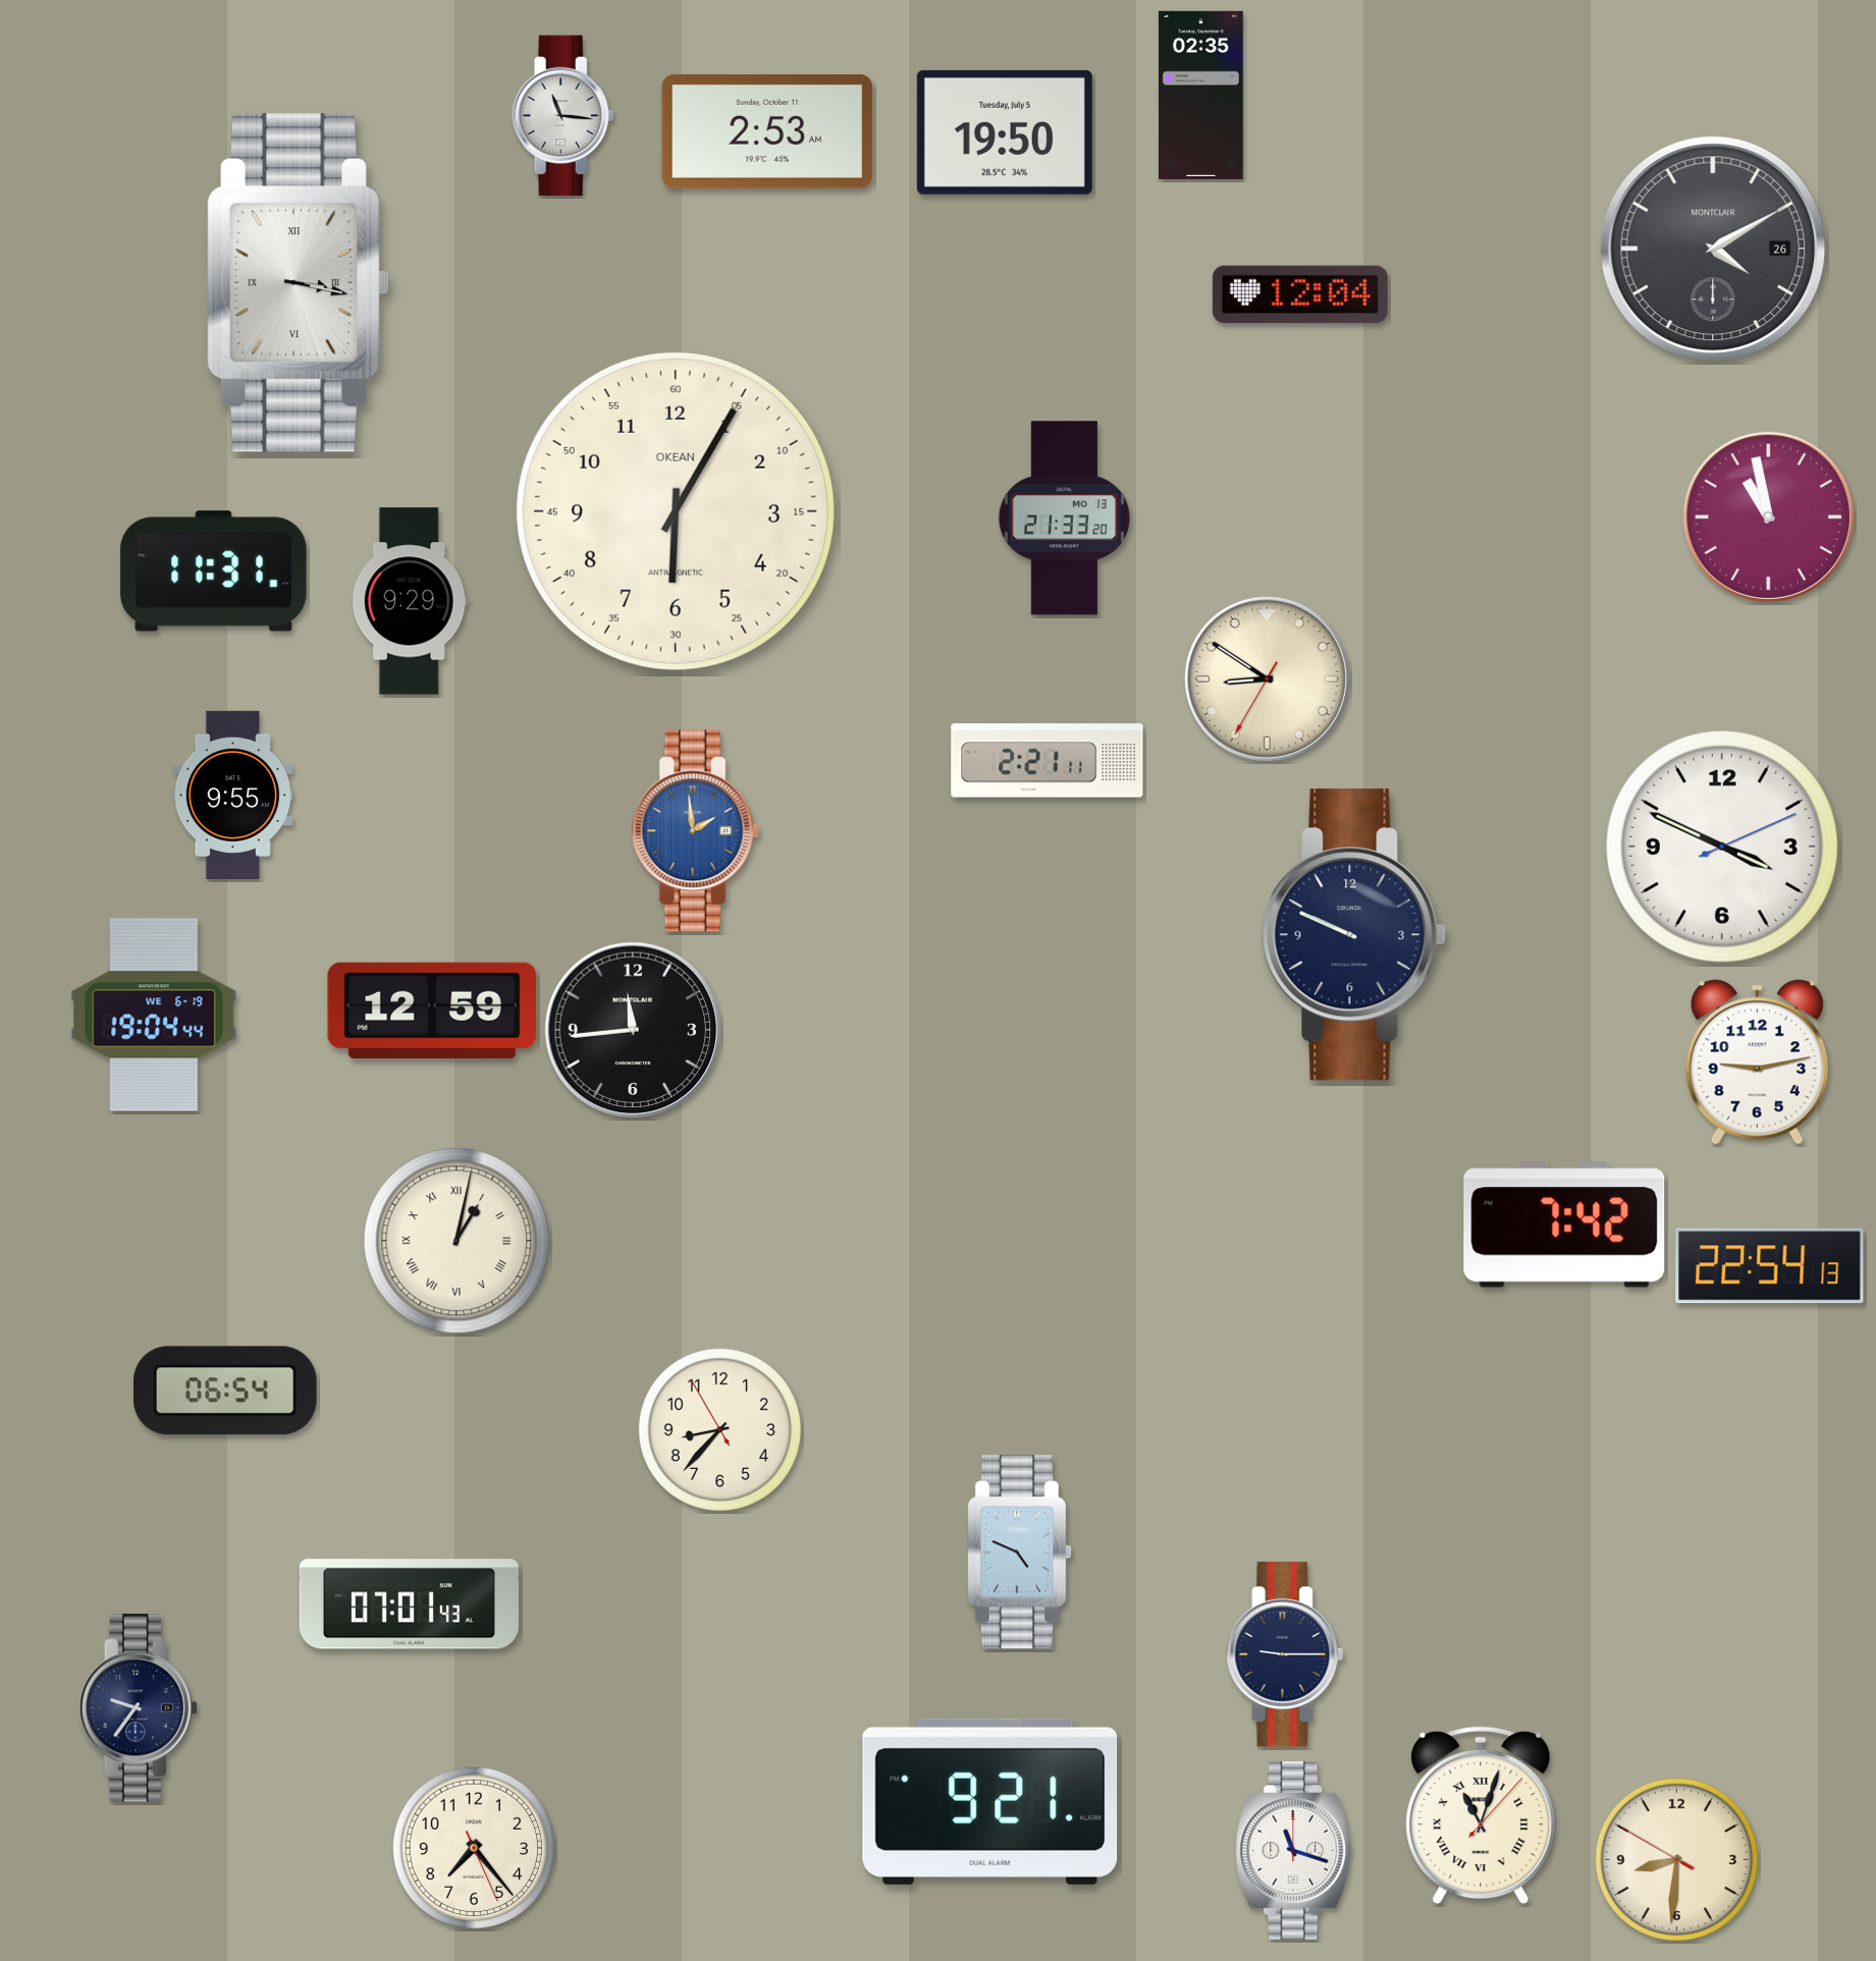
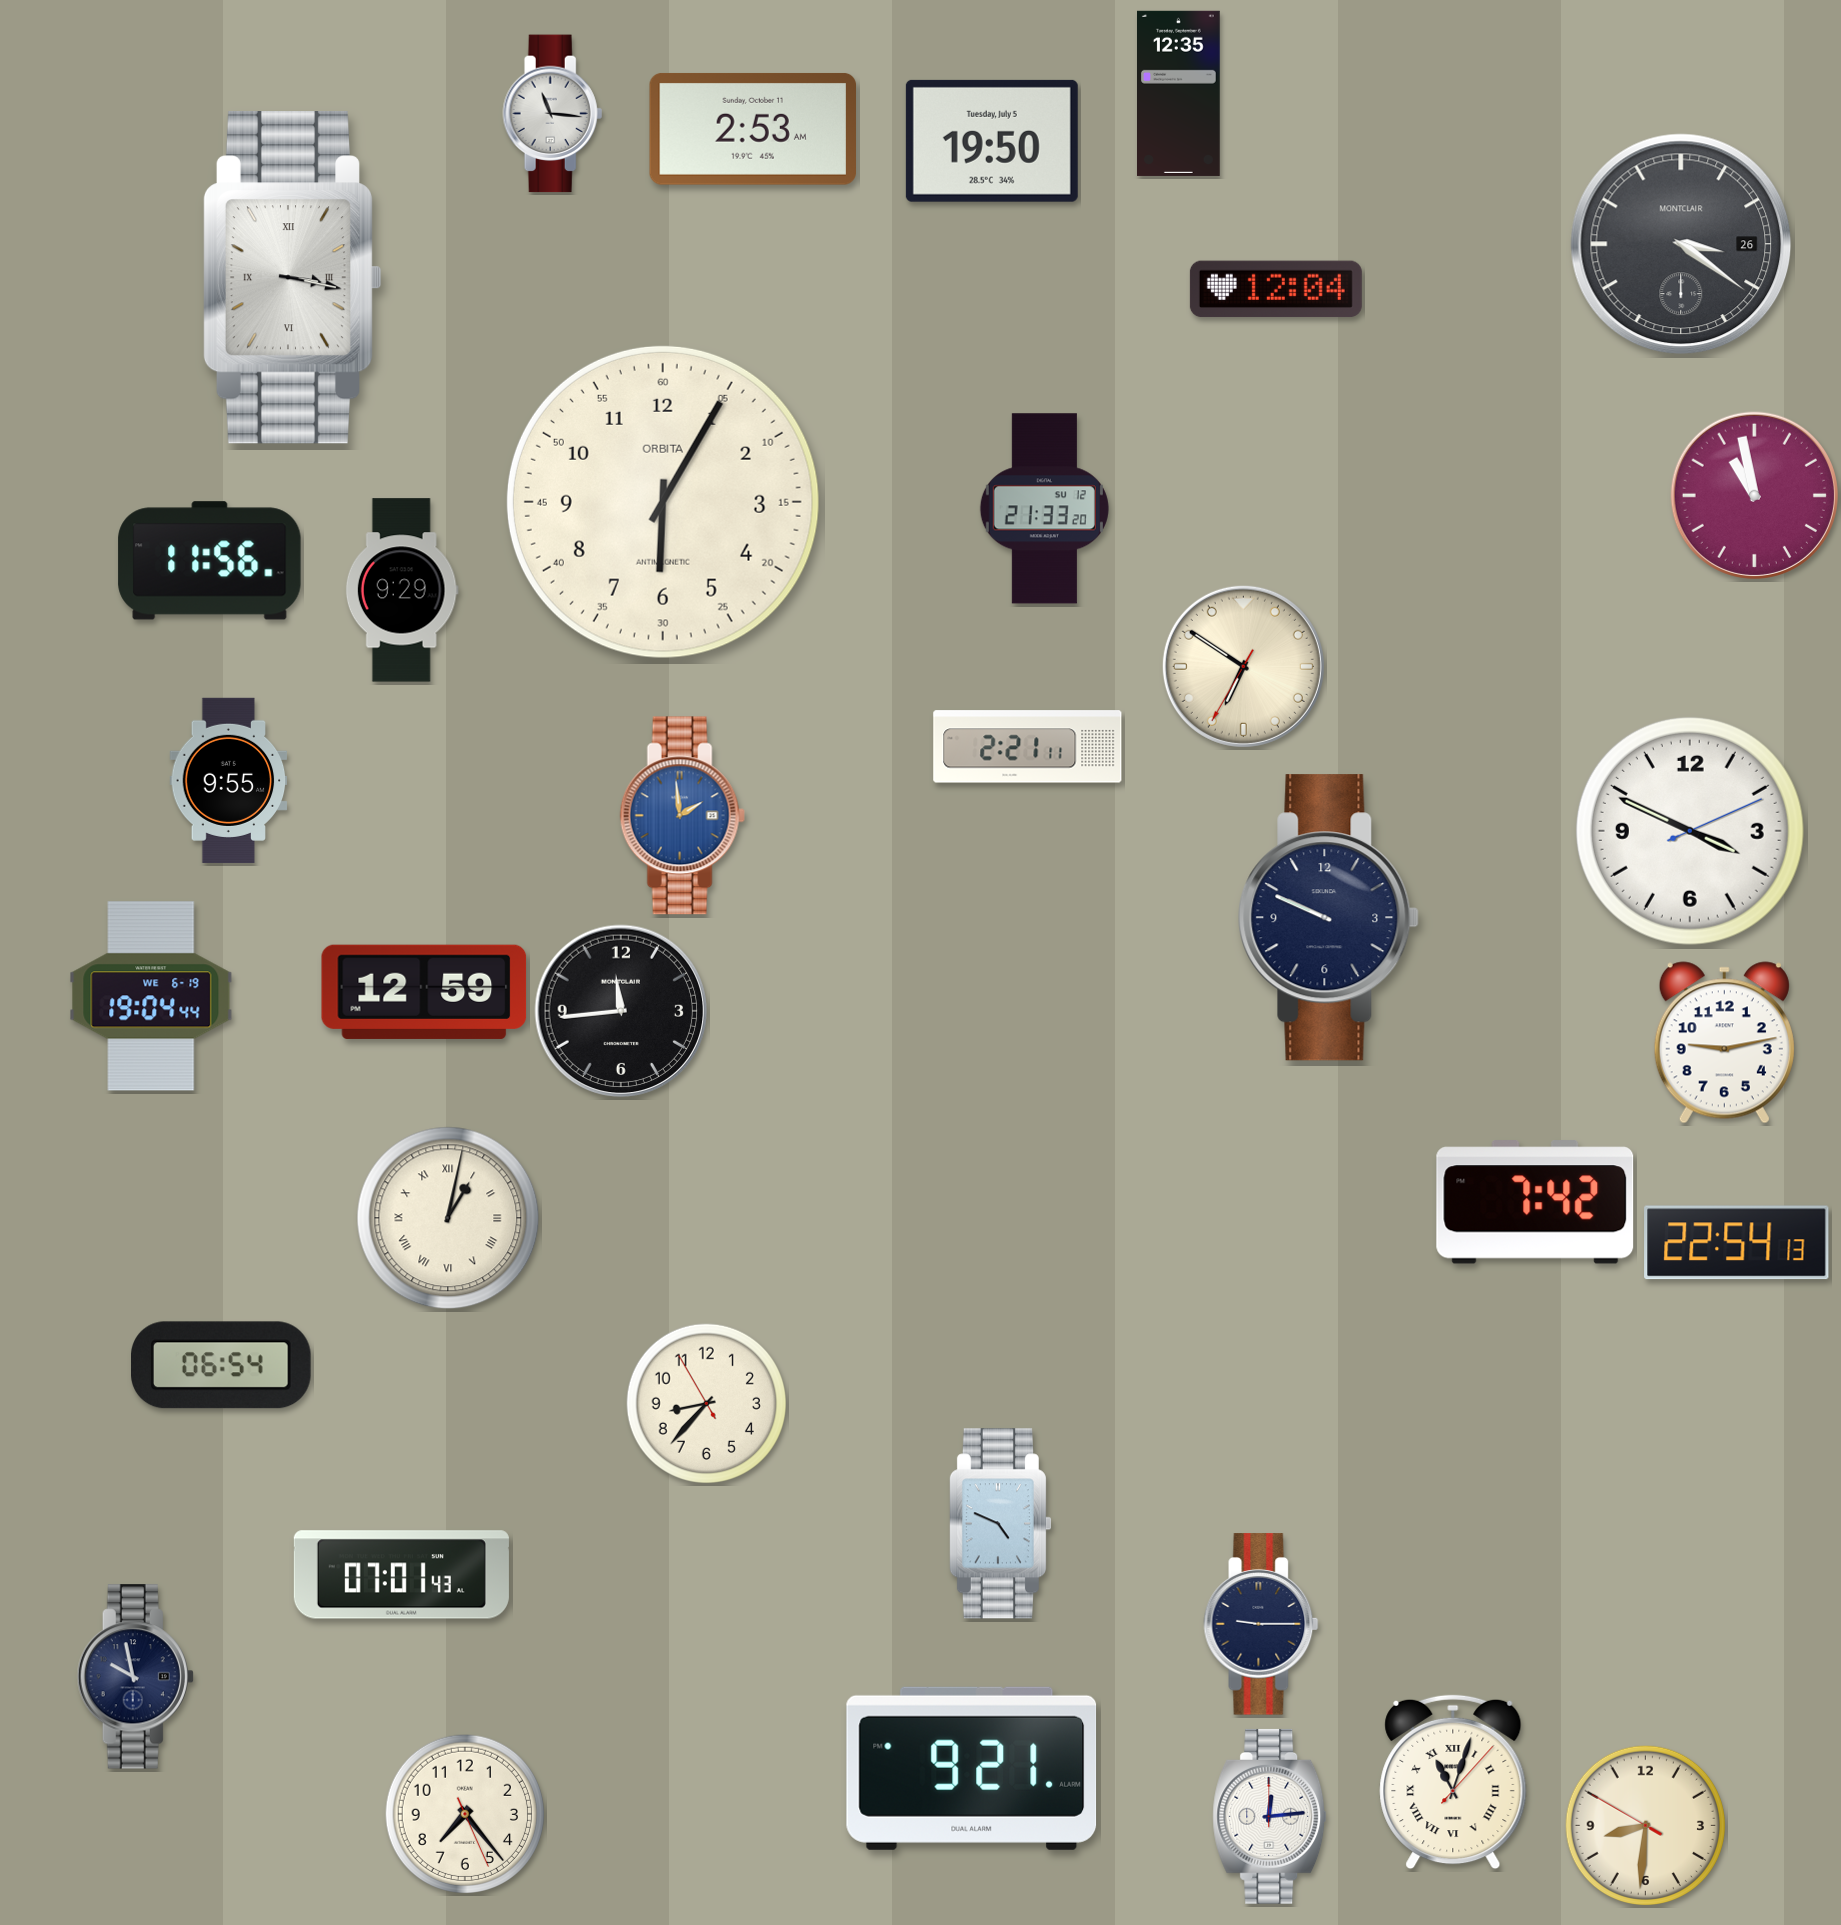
clock at (1201, 95): 02:35 -> 12:35
clock at (1005, 132) position: (1005, 132) -> (992, 141)
clock at (1713, 249): 4:10 -> 3:21
clock at (676, 511) brand: OKEAN -> ORBITA
clock at (1768, 516) position: (1768, 516) -> (1754, 495)
clock at (1064, 519) date: MO 13 -> SU 12
clock at (214, 571): 11:31 -> 11:56
clock at (1267, 678): 8:50 -> 6:50
clock at (138, 1708): 9:36 -> 9:58
clock at (1294, 1850): 11:18 -> 12:14
